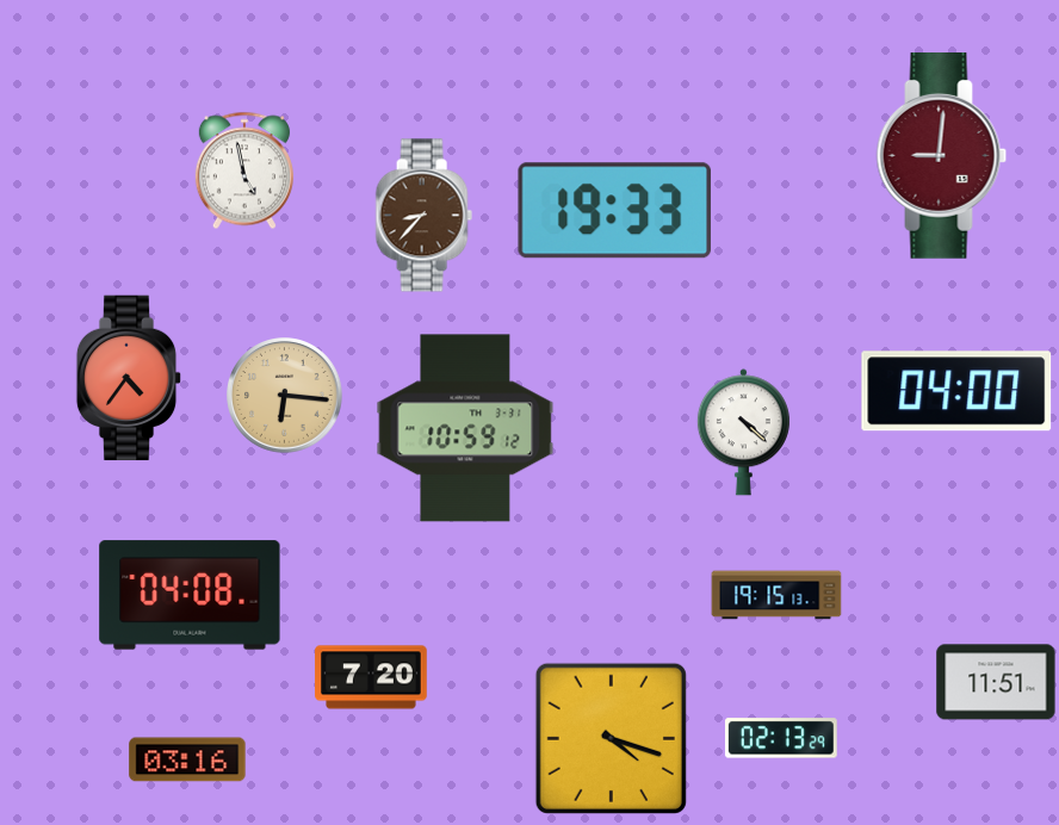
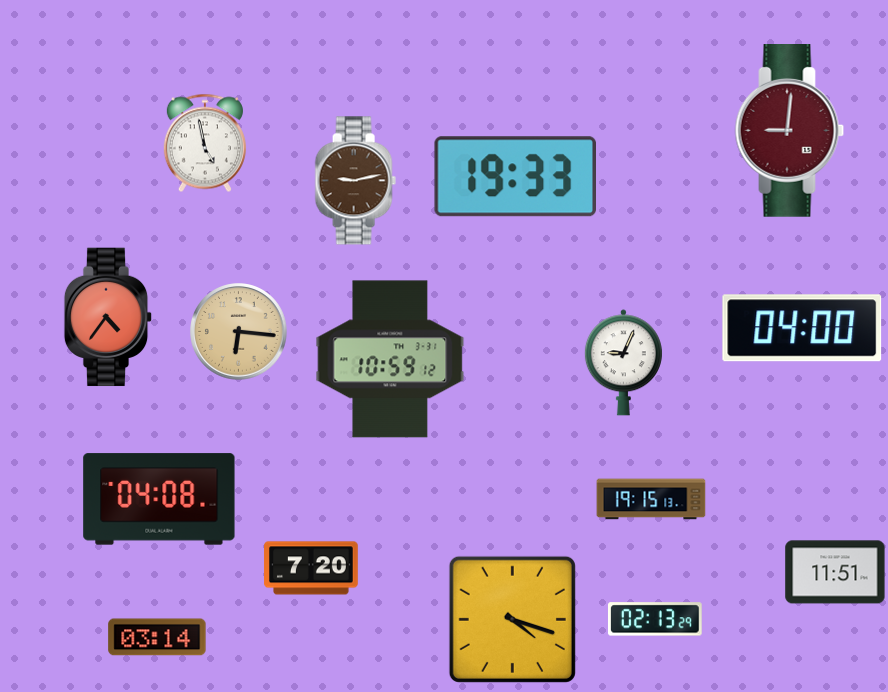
clock at (423, 216): 8:37 -> 9:13
clock at (743, 433): 4:22 -> 9:04
clock at (187, 759): 03:16 -> 03:14
